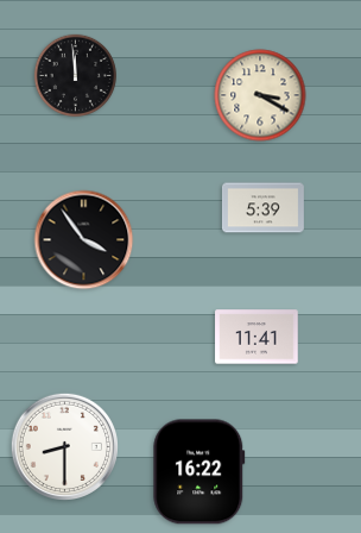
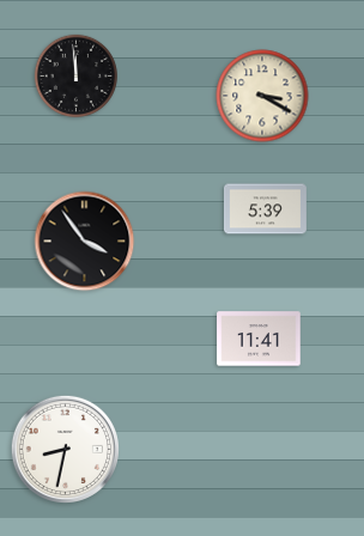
clock at (64, 446): 8:30 -> 8:32
clock at (199, 472): 16:22 -> none
